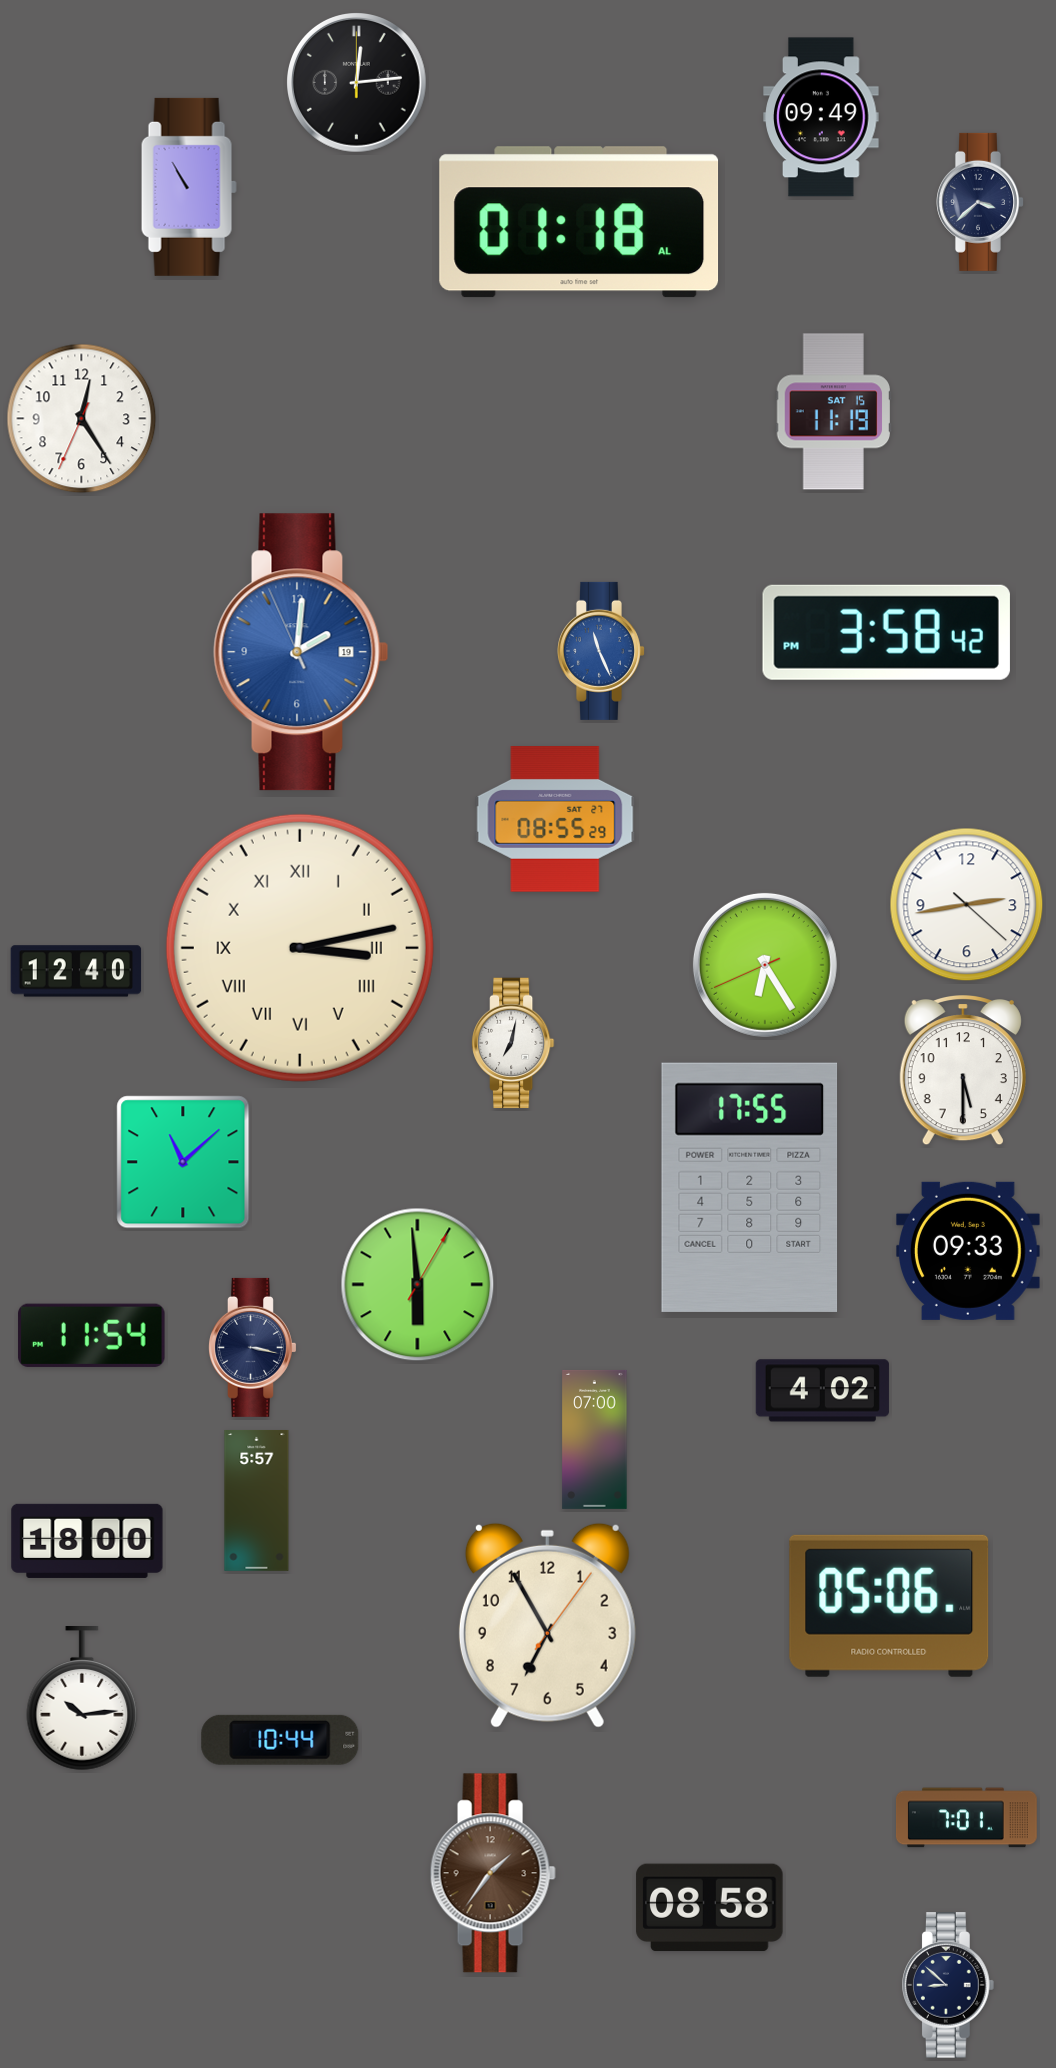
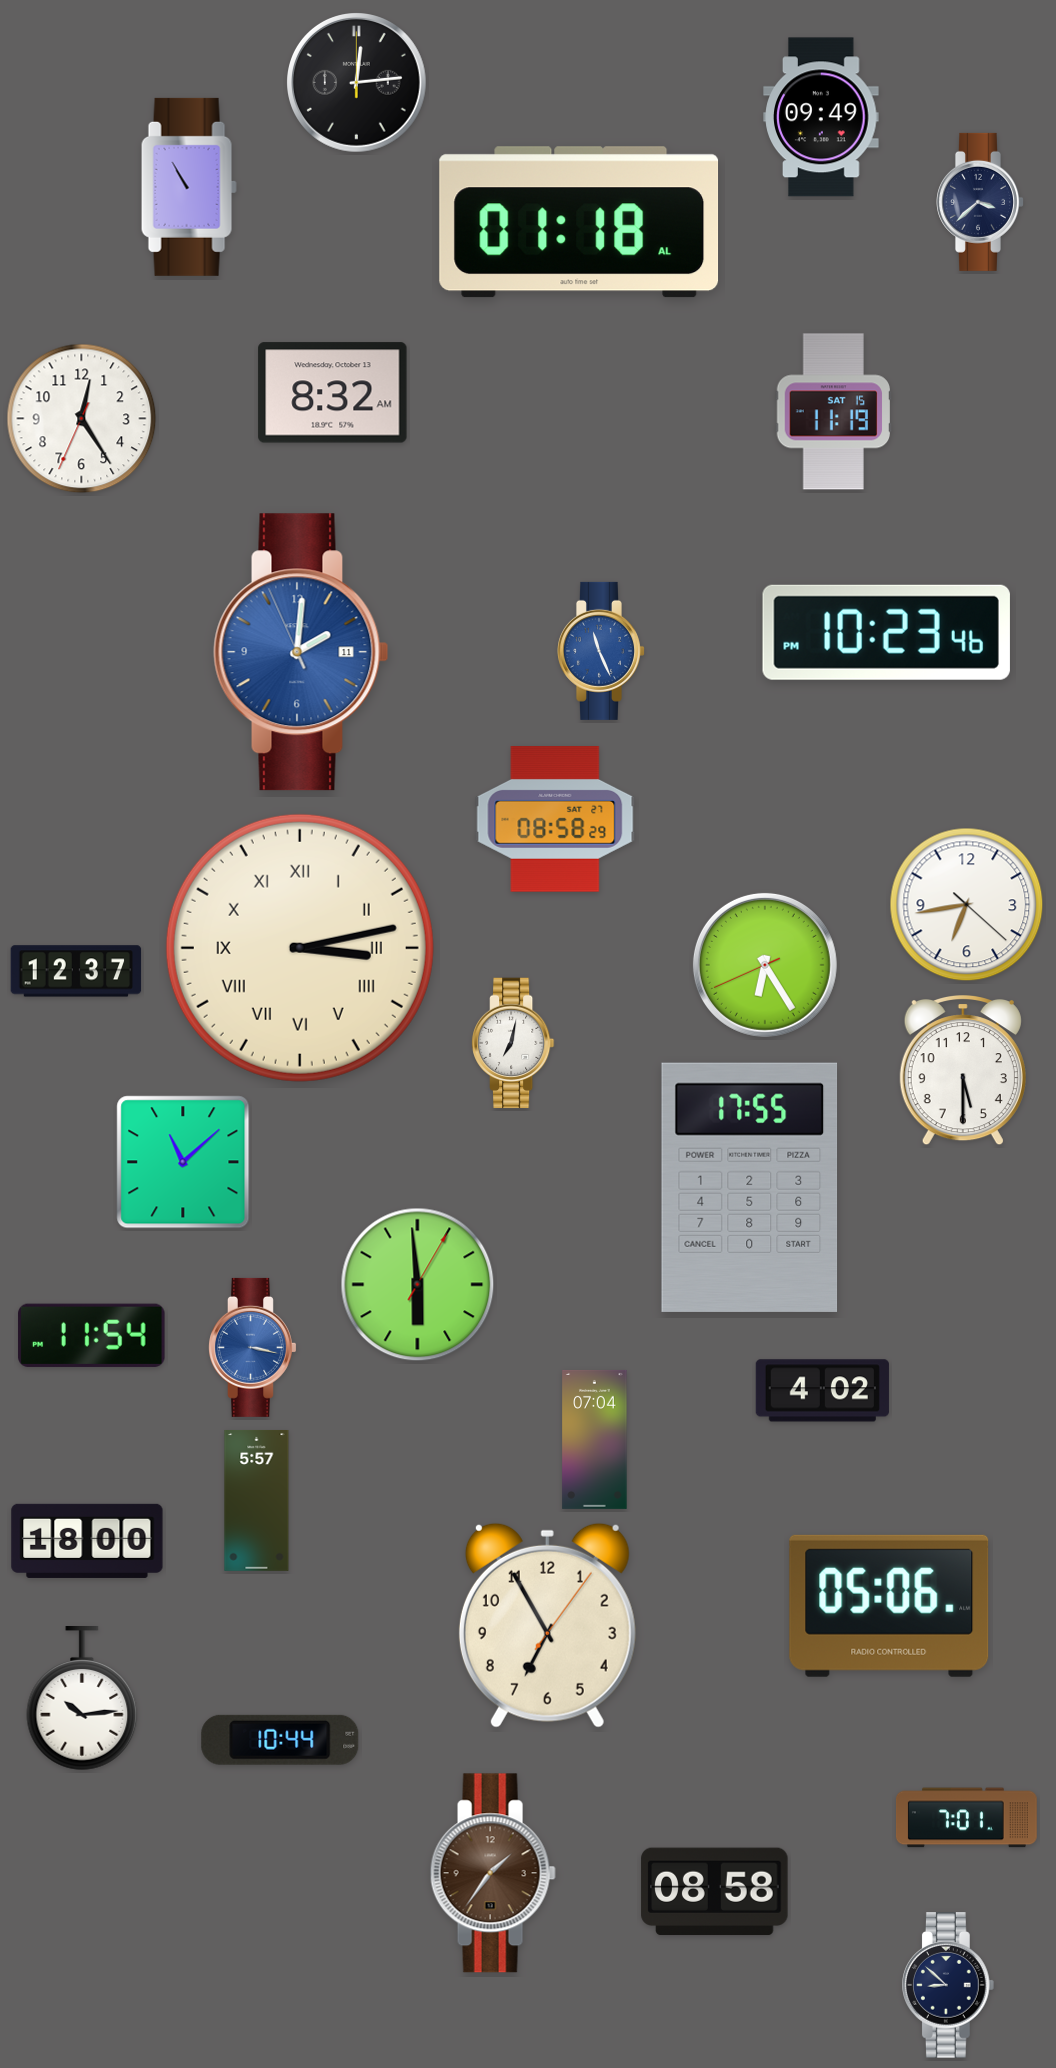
clock at (333, 393): none -> 8:32
clock at (886, 632): 3:58 -> 10:23
clock at (301, 652) date: 19 -> 11
clock at (555, 820): 08:55 -> 08:58
clock at (967, 905): 2:43 -> 6:43
clock at (76, 971): 12:40 -> 12:37
clock at (969, 1251): 09:33 -> none
clock at (253, 1347) dial: navy -> blue
clock at (595, 1439): 07:00 -> 07:04
clock at (710, 1908) position: (710, 1908) -> (715, 1892)
